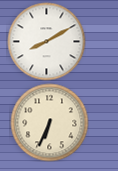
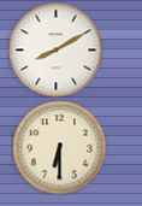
clock at (49, 122): 6:34 -> 6:30
